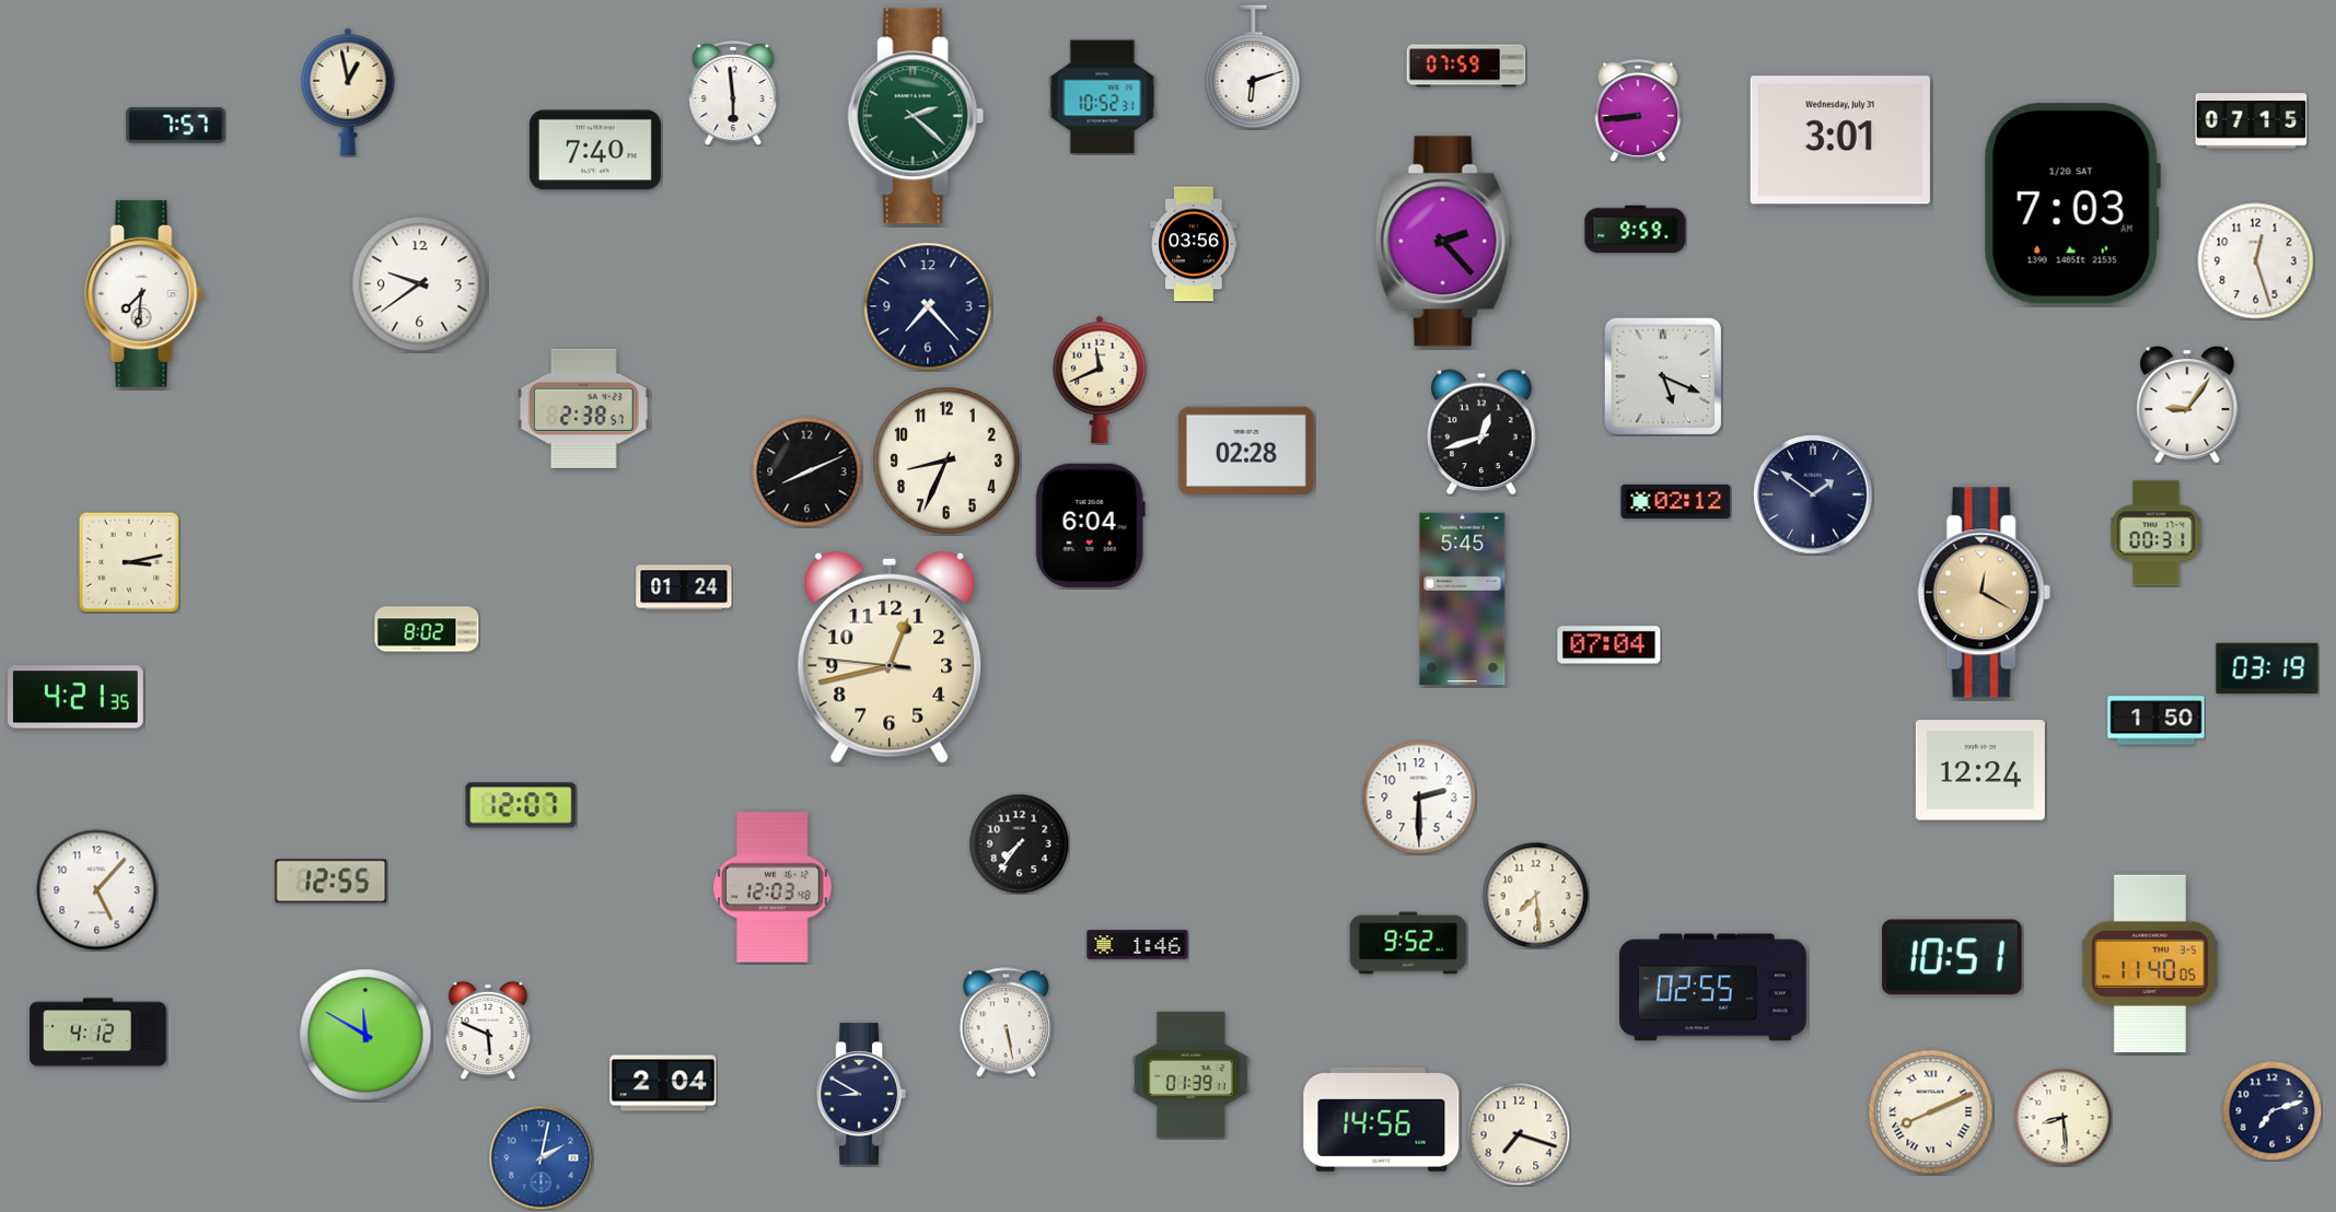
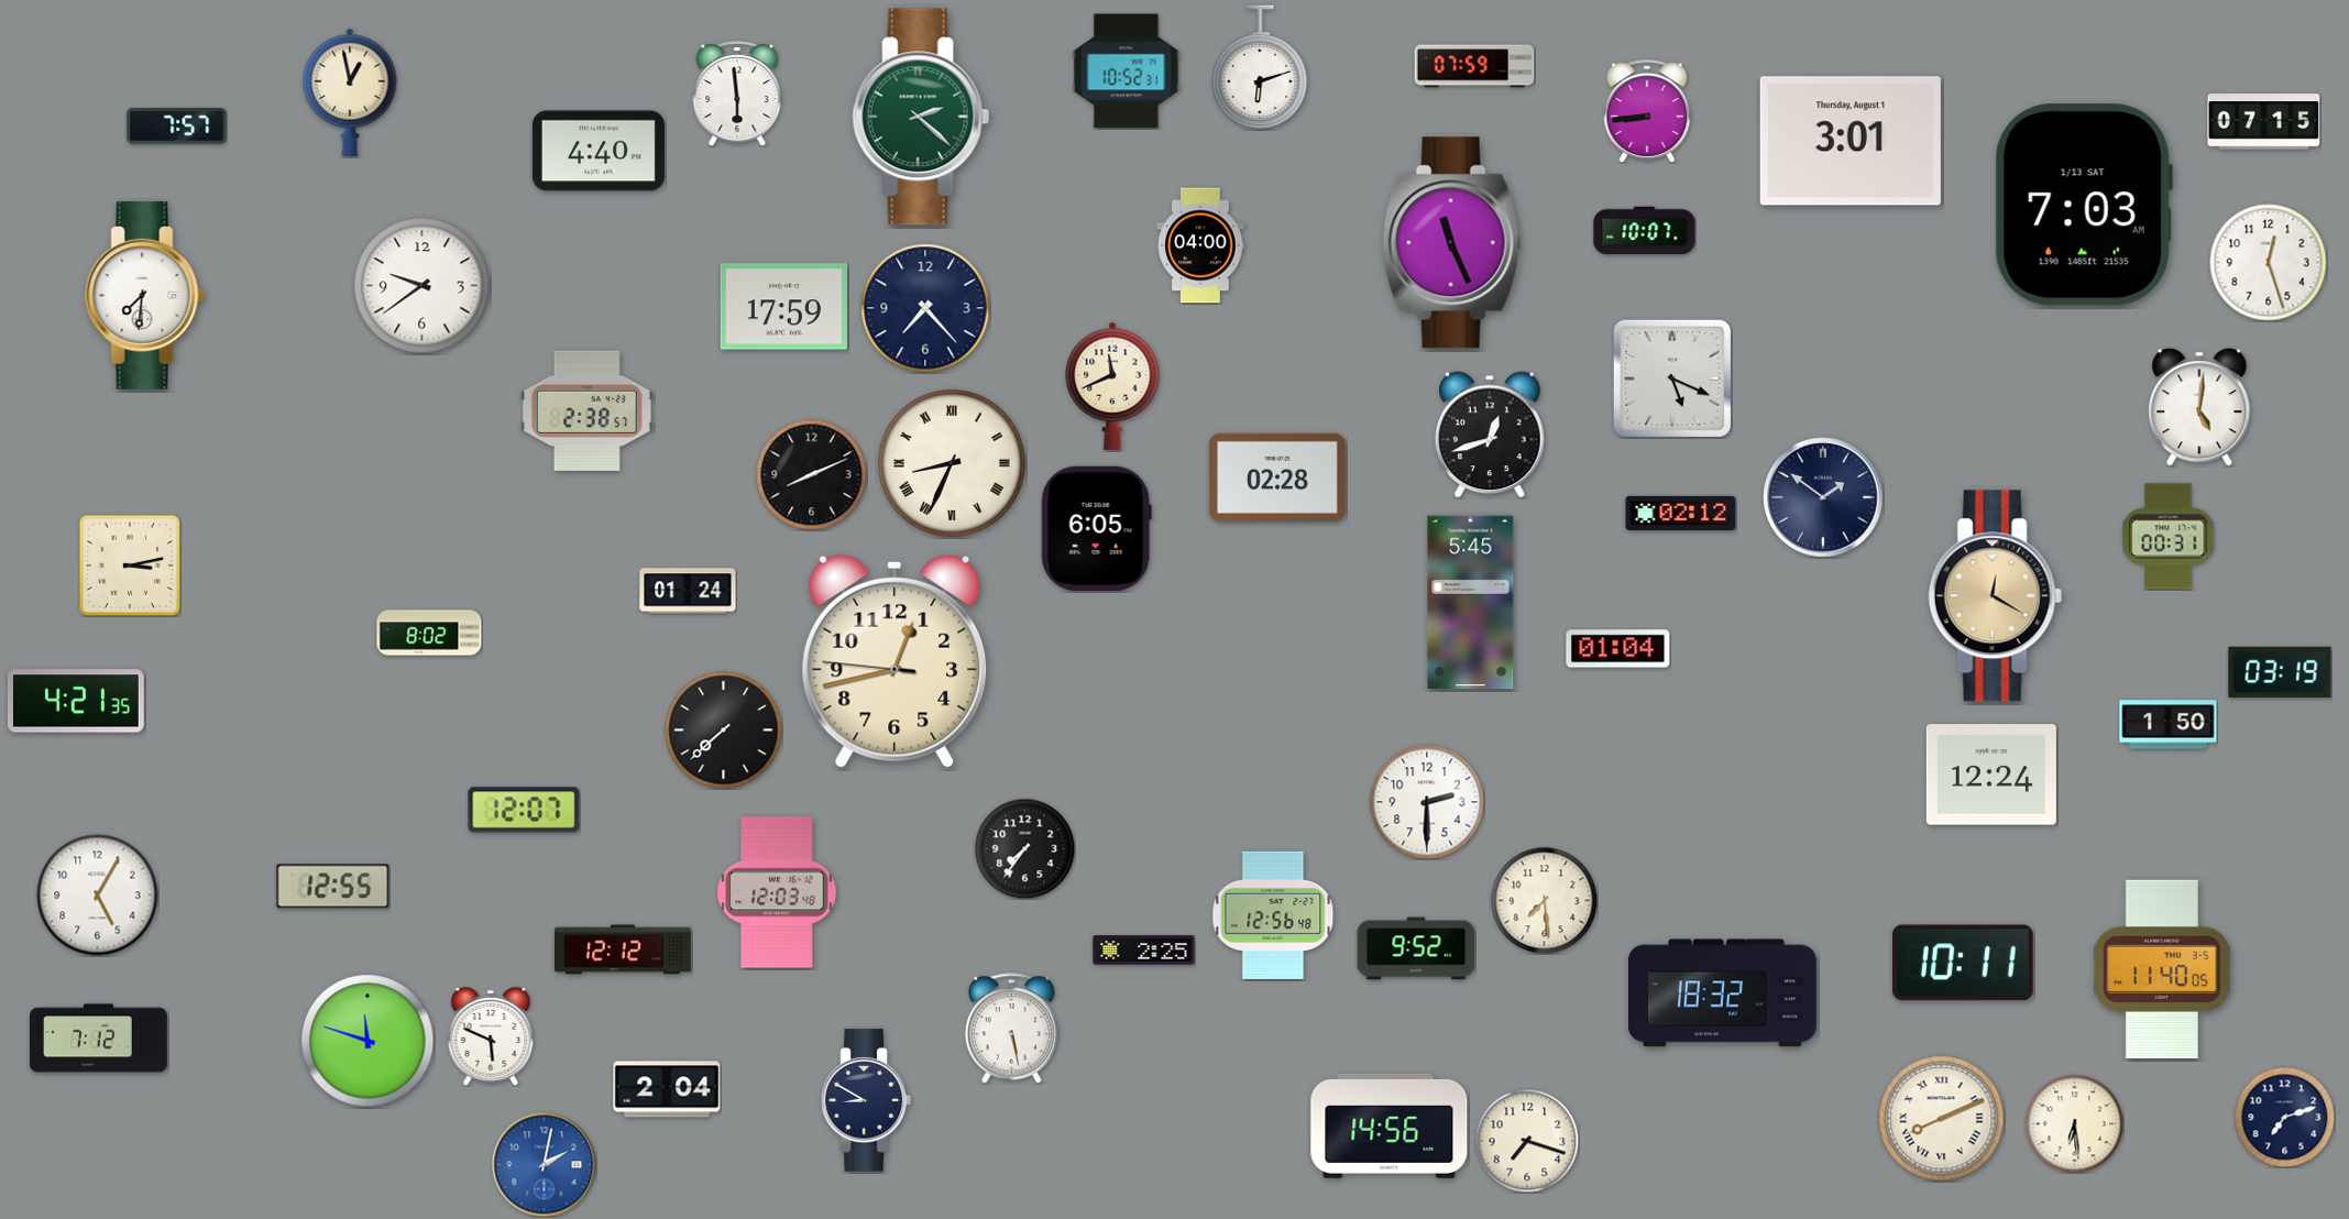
clock at (1103, 97) position: (1103, 97) -> (1127, 72)
clock at (1840, 140) date: Wednesday, July 31 -> Thursday, August 1
clock at (595, 150): 7:40 -> 4:40
clock at (2072, 203) date: 1/20 SAT -> 1/13 SAT
clock at (1636, 230): 9:59 -> 10:07
clock at (1443, 242): 2:23 -> 11:26
clock at (1194, 244): 03:56 -> 04:00
clock at (783, 307): none -> 17:59
clock at (928, 306) position: (928, 306) -> (925, 308)
clock at (1100, 380) position: (1100, 380) -> (1112, 386)
clock at (2187, 405): 9:06 -> 5:01
clock at (1246, 451) position: (1246, 451) -> (1277, 477)
clock at (948, 462) numerals: Arabic -> Roman
clock at (1676, 502) position: (1676, 502) -> (1681, 514)
clock at (1090, 525): 6:04 -> 6:05
clock at (1609, 645): 07:04 -> 01:04
clock at (724, 731): none -> 7:38
clock at (97, 890): 5:07 -> 5:05
clock at (1273, 915): none -> 12:56
clock at (624, 949): none -> 12:12
clock at (1138, 945): 1:46 -> 2:25
clock at (1953, 957): 10:51 -> 10:11
clock at (1712, 988): 02:55 -> 18:32
clock at (98, 1033): 4:12 -> 7:12
clock at (365, 1035): 11:50 -> 11:48
clock at (1190, 1074): 01:39 -> none
clock at (2062, 1117): 8:29 -> 6:29
